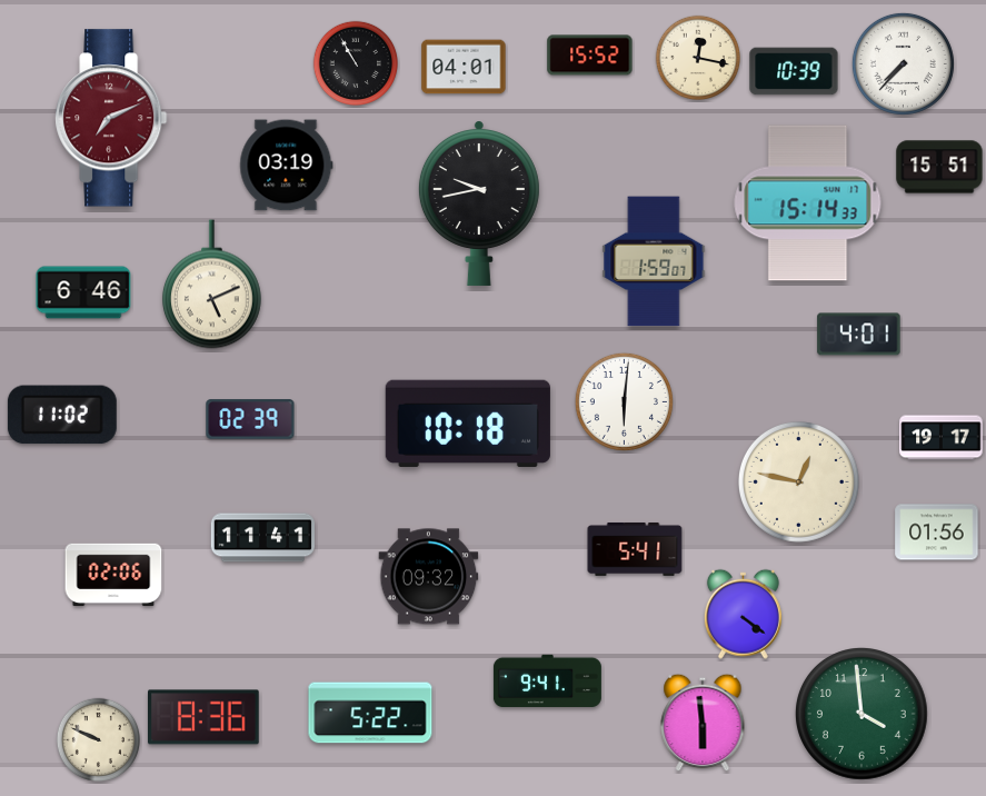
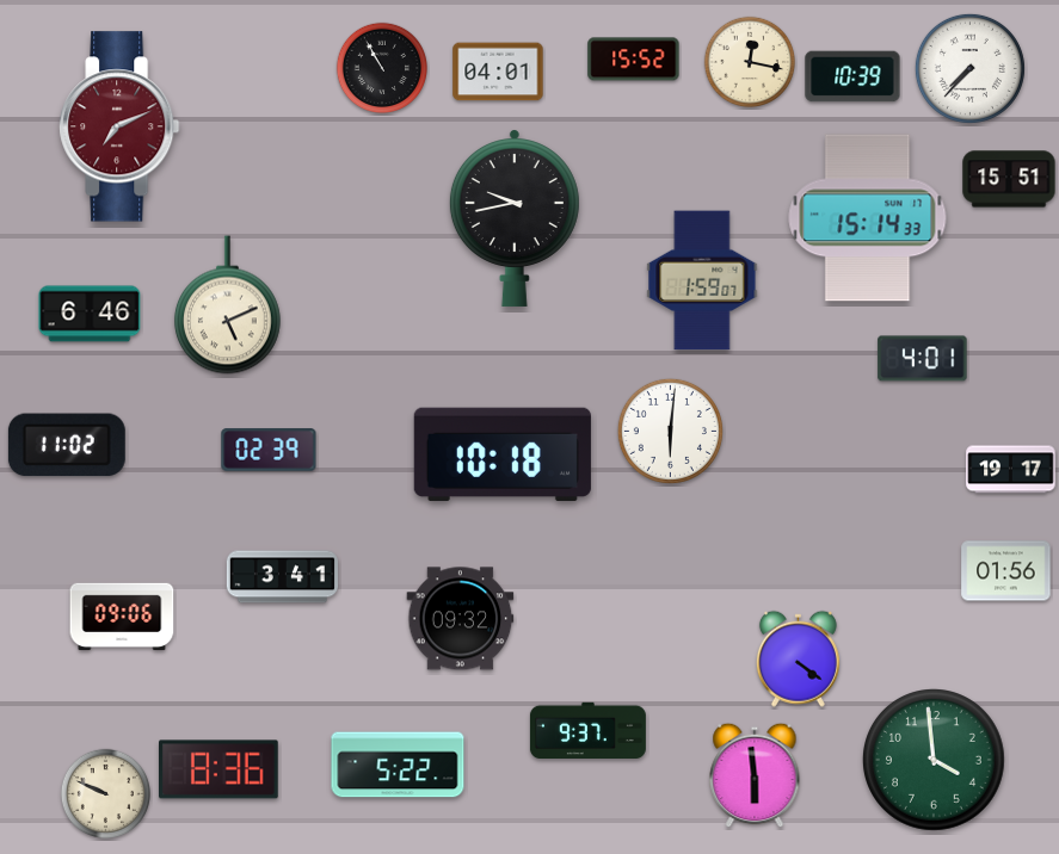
clock at (287, 166): 03:19 -> none
clock at (798, 481): 12:47 -> none
clock at (262, 538): 11:41 -> 3:41
clock at (635, 549): 5:41 -> none
clock at (113, 575): 02:06 -> 09:06
clock at (547, 680): 9:41 -> 9:37
clock at (863, 715) position: (863, 715) -> (935, 761)
